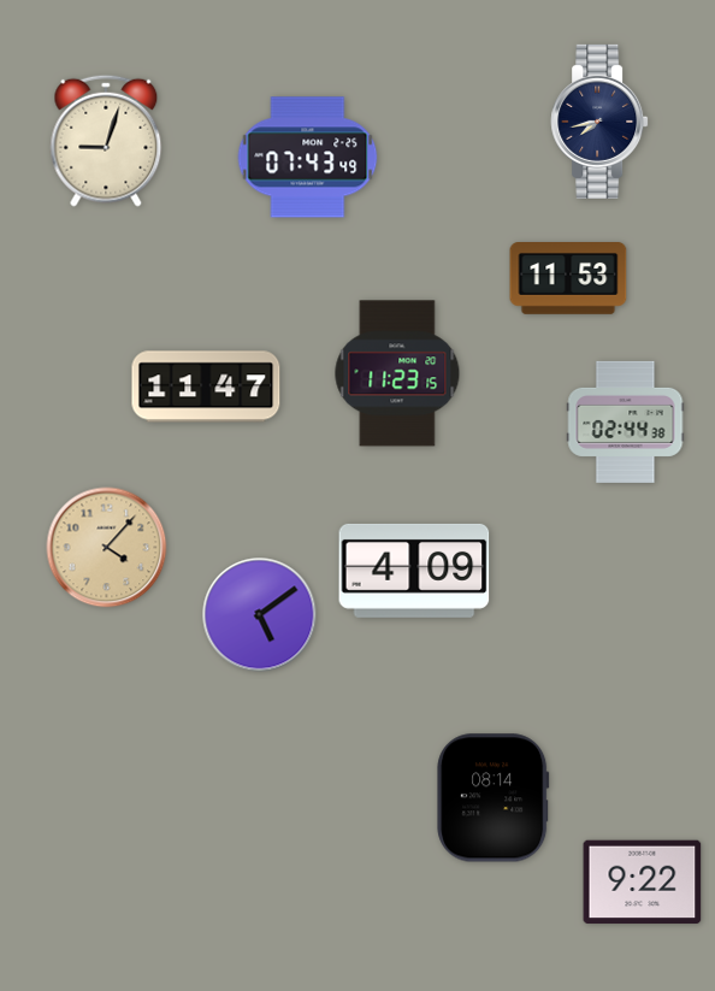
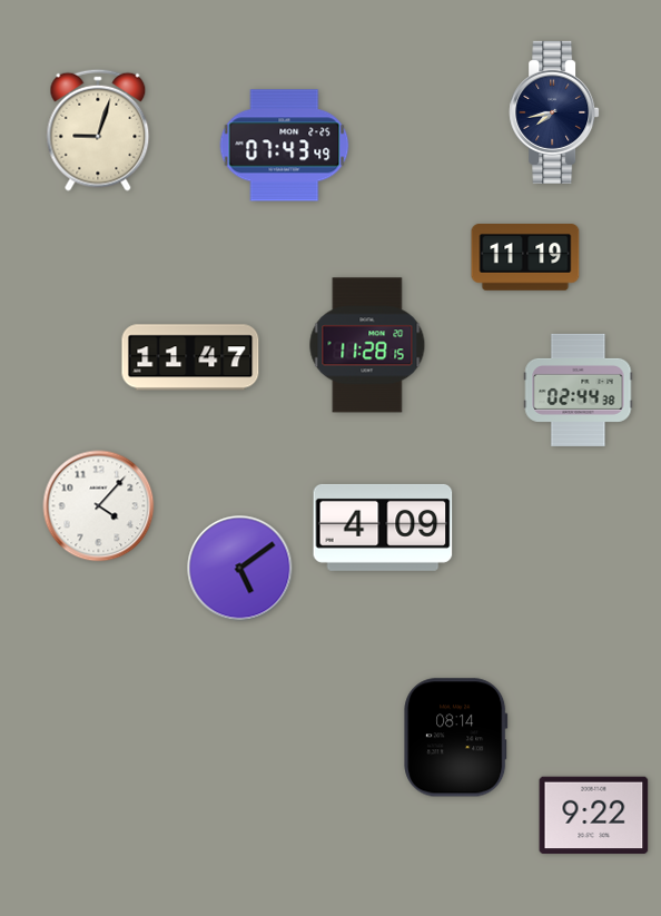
clock at (568, 279): 11:53 -> 11:19
clock at (397, 373): 11:23 -> 11:28
clock at (107, 548) dial: champagne -> white
